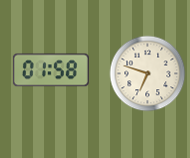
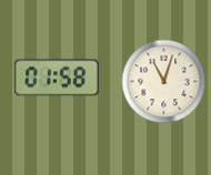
clock at (148, 74): 6:48 -> 11:03
